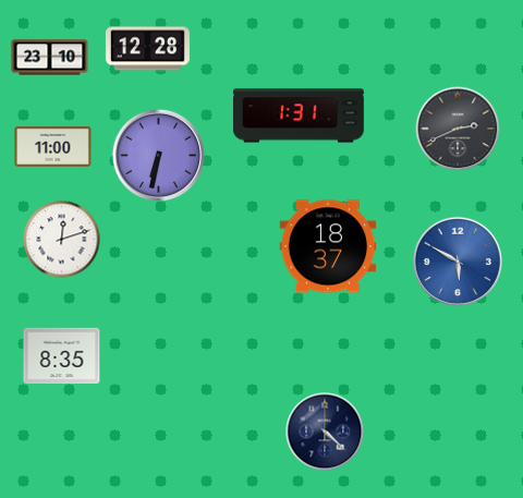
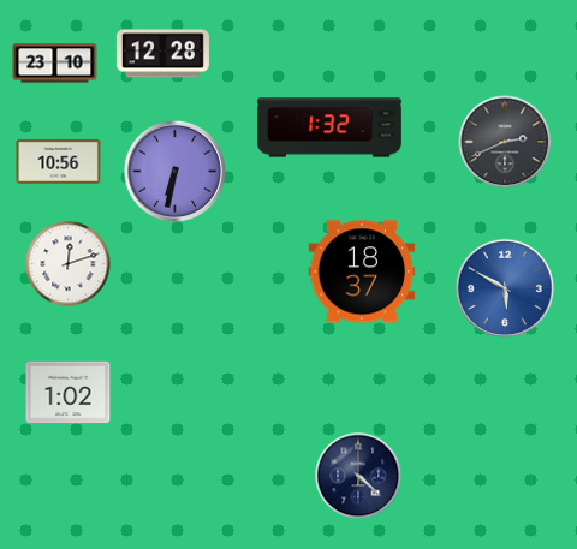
clock at (300, 116): 1:31 -> 1:32
clock at (53, 146): 11:00 -> 10:56
clock at (62, 356): 8:35 -> 1:02
